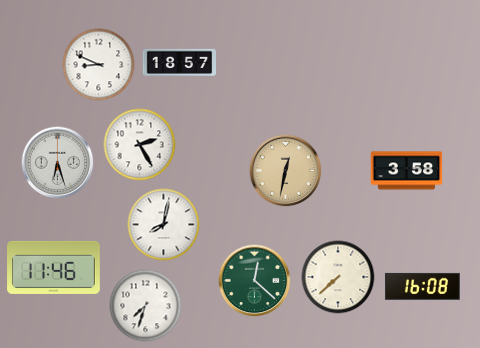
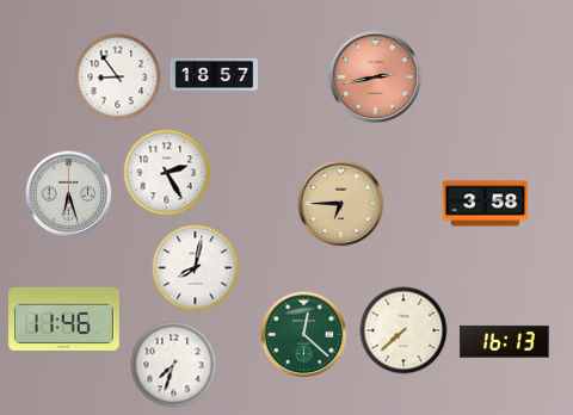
clock at (99, 65): 8:49 -> 8:54
clock at (376, 78): none -> 2:43
clock at (286, 171): 12:32 -> 6:45
clock at (422, 286): 16:08 -> 16:13
